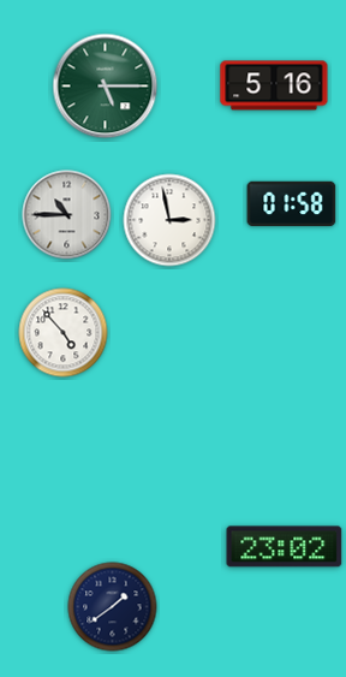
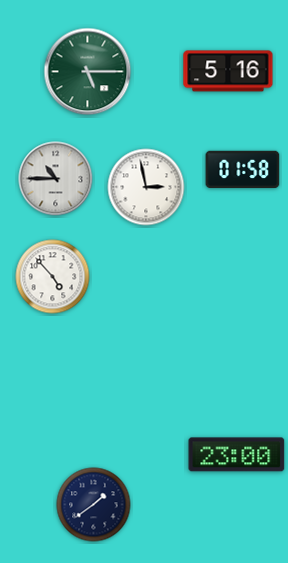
clock at (169, 220) position: (169, 220) -> (146, 187)
clock at (285, 547): 23:02 -> 23:00
